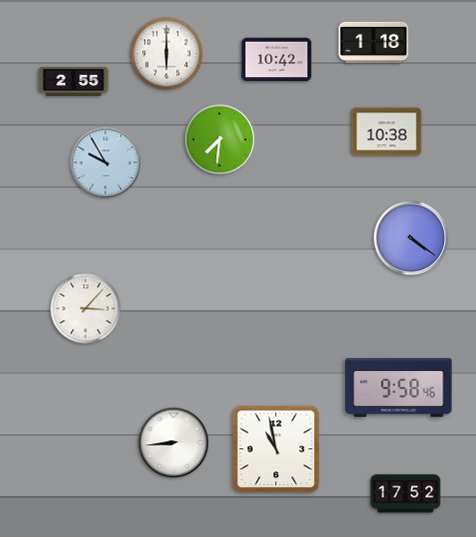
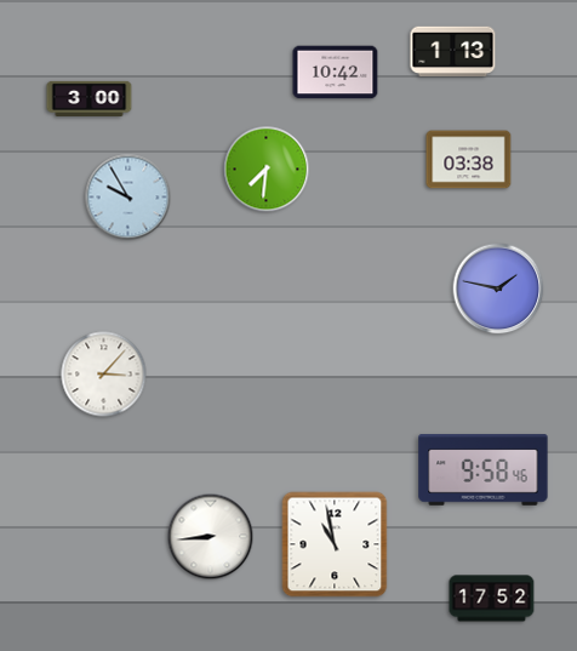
clock at (374, 43): 1:18 -> 1:13
clock at (167, 54): 6:00 -> none
clock at (74, 81): 2:55 -> 3:00
clock at (387, 132): 10:38 -> 03:38
clock at (411, 238): 4:21 -> 1:47
